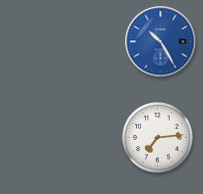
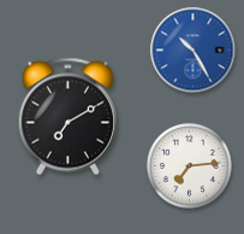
clock at (67, 117): none -> 7:10
